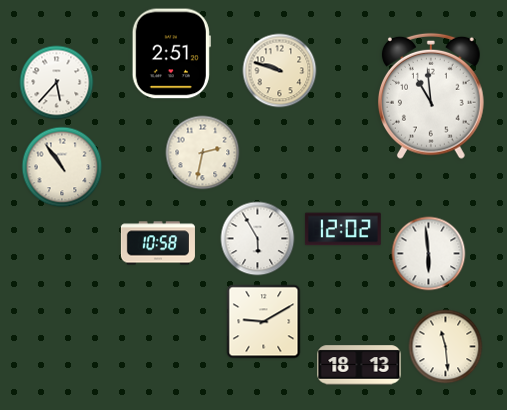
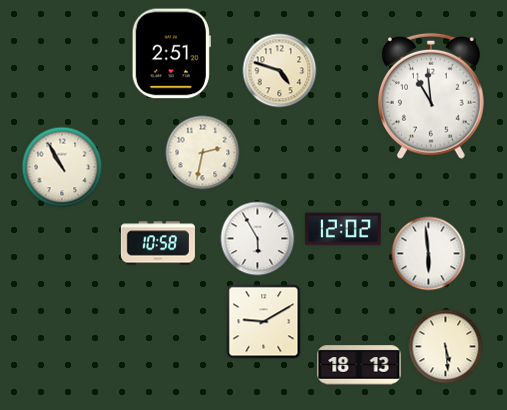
clock at (280, 71): 9:48 -> 4:48
clock at (57, 83): 5:37 -> none
clock at (62, 167): 10:54 -> 10:55
clock at (446, 347): 11:29 -> 5:29
